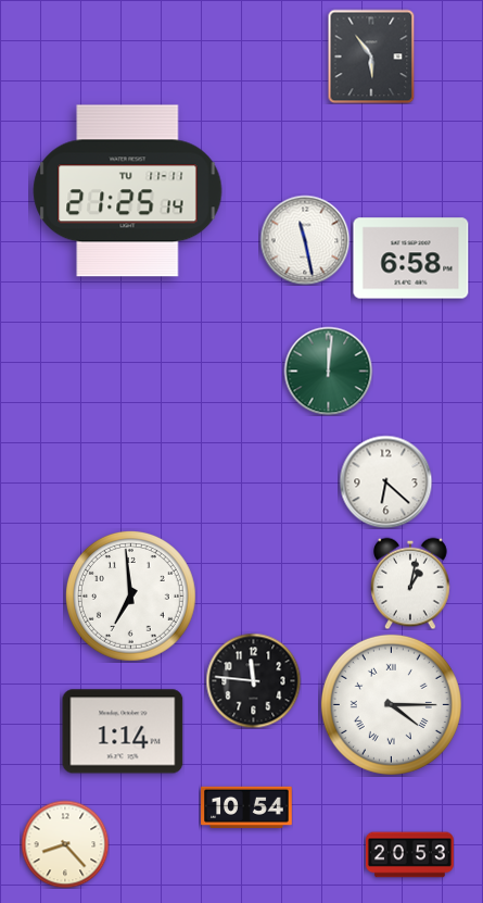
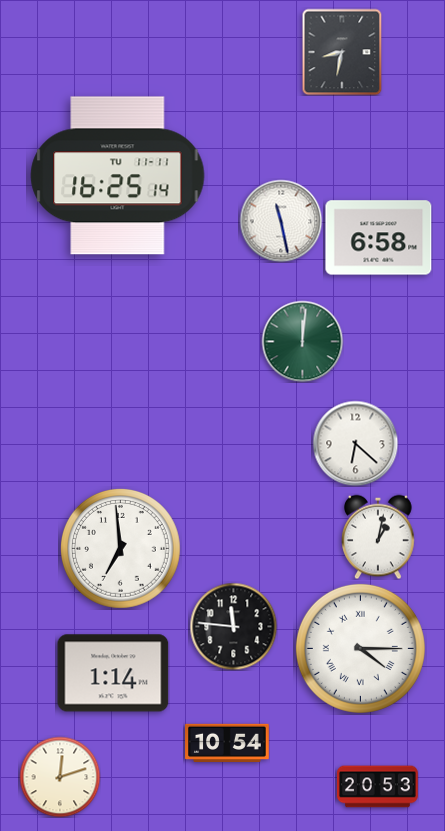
clock at (371, 57): 5:54 -> 8:32
clock at (128, 191): 21:25 -> 16:25
clock at (65, 844): 8:23 -> 12:12
